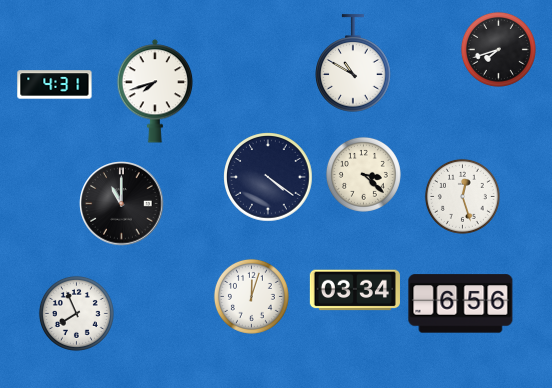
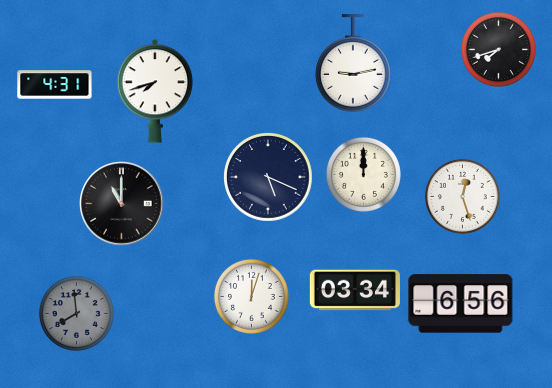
clock at (353, 63): 10:50 -> 9:13
clock at (363, 174): 3:22 -> 12:00
clock at (268, 177): 4:21 -> 5:19
clock at (76, 313): 7:56 -> 7:59
clock at (76, 313) dial: white -> grey
